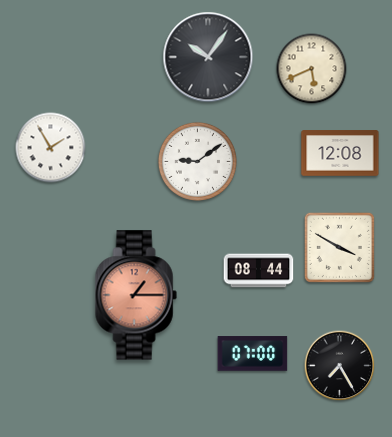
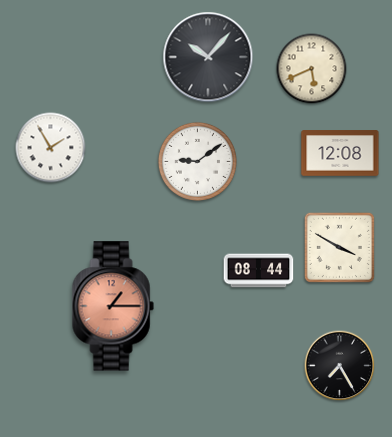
clock at (208, 57): 10:06 -> 10:07
clock at (136, 295) position: (136, 295) -> (113, 306)
clock at (253, 354): 07:00 -> none
